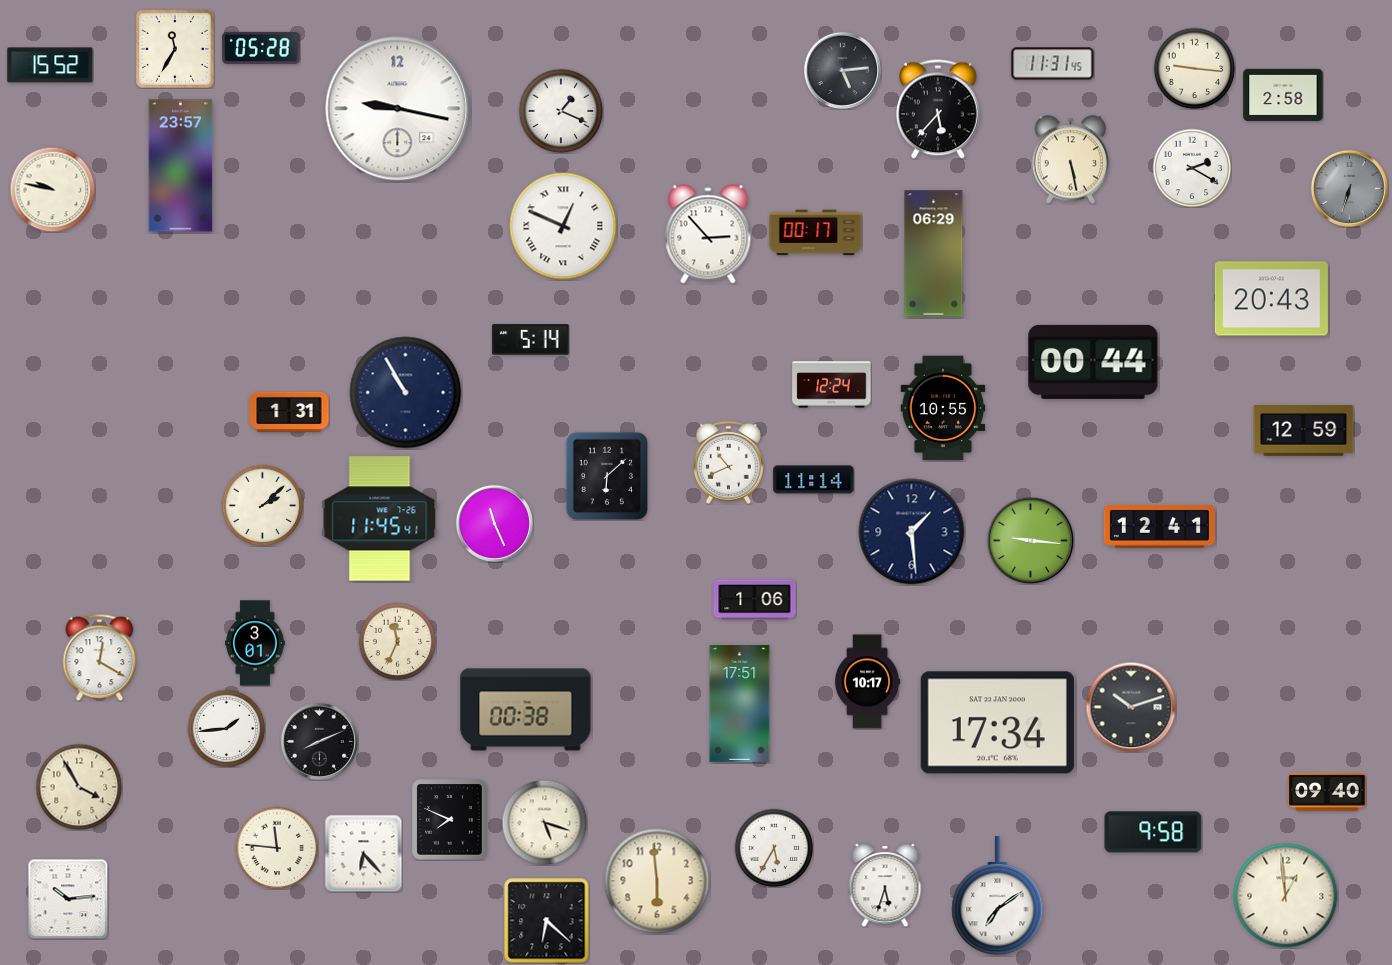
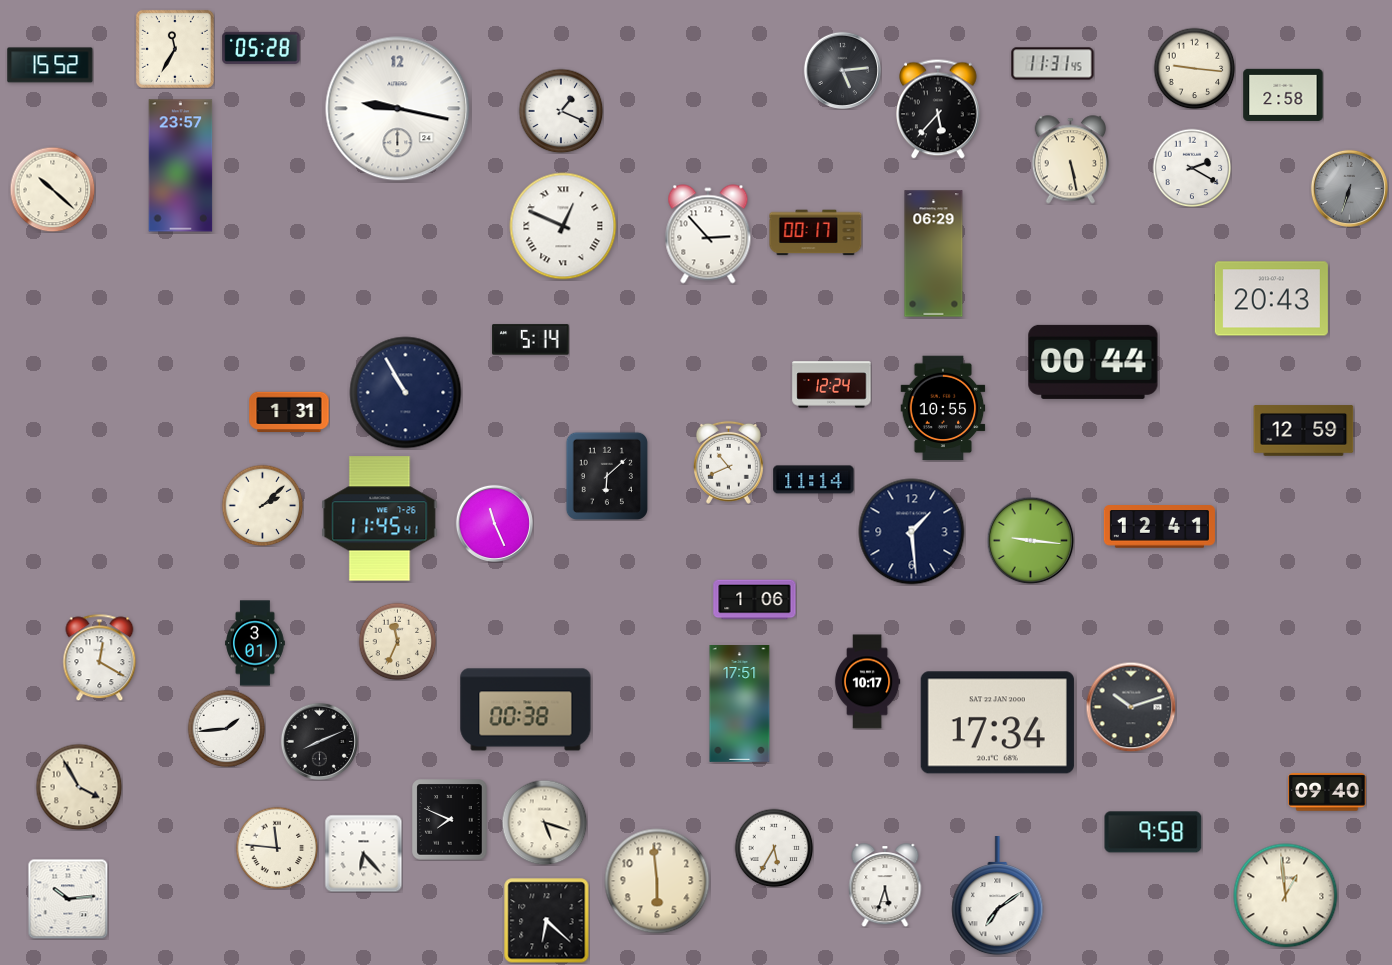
clock at (52, 189): 9:47 -> 10:22
